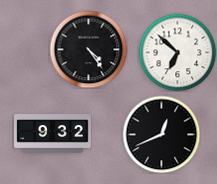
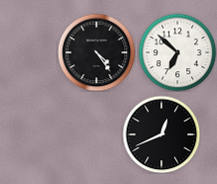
clock at (88, 49) position: (88, 49) -> (96, 52)
clock at (53, 134): 9:32 -> none
